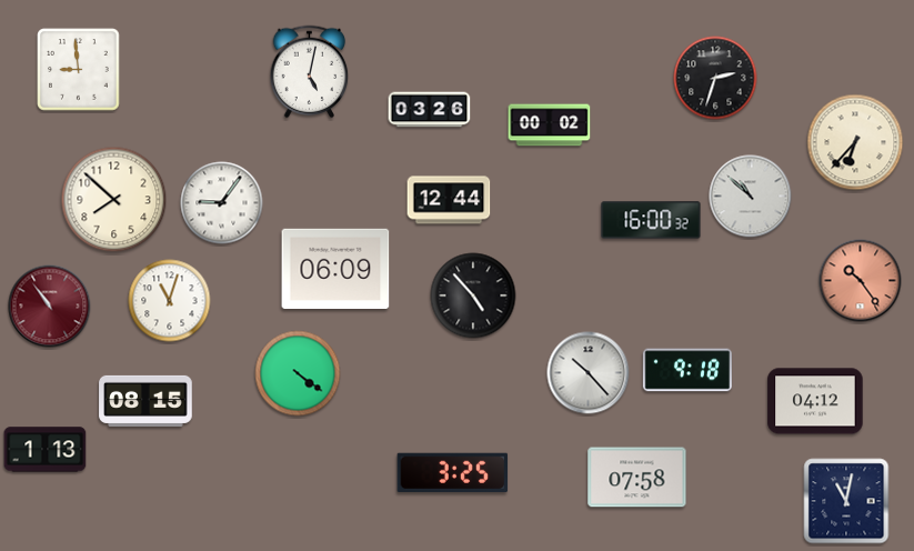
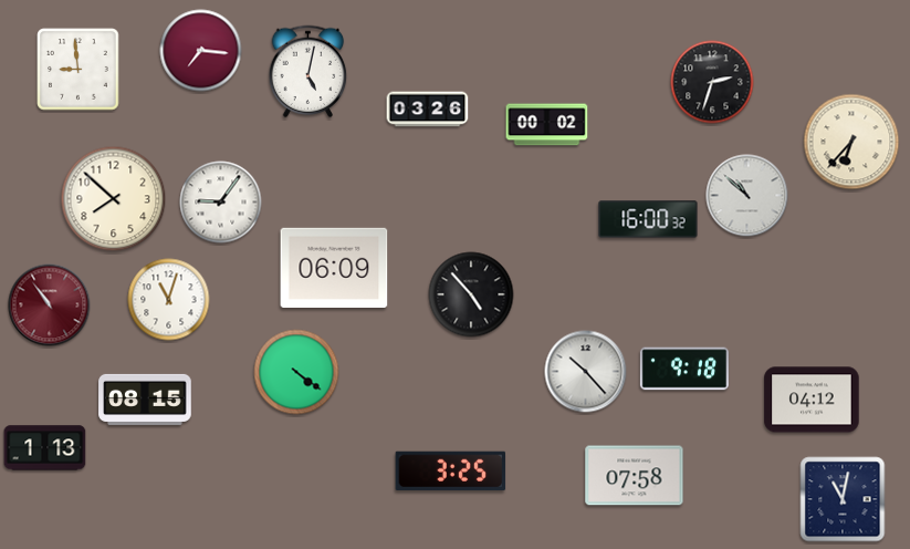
clock at (201, 51): none -> 7:16
clock at (715, 78) position: (715, 78) -> (712, 82)
clock at (449, 200): 12:44 -> none
clock at (861, 281): 10:24 -> none
